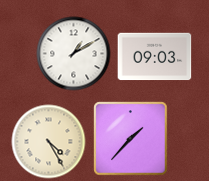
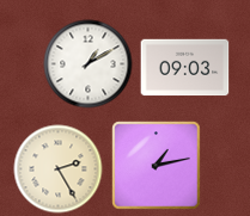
clock at (131, 139): 1:37 -> 1:13
clock at (49, 142): 4:25 -> 2:25
